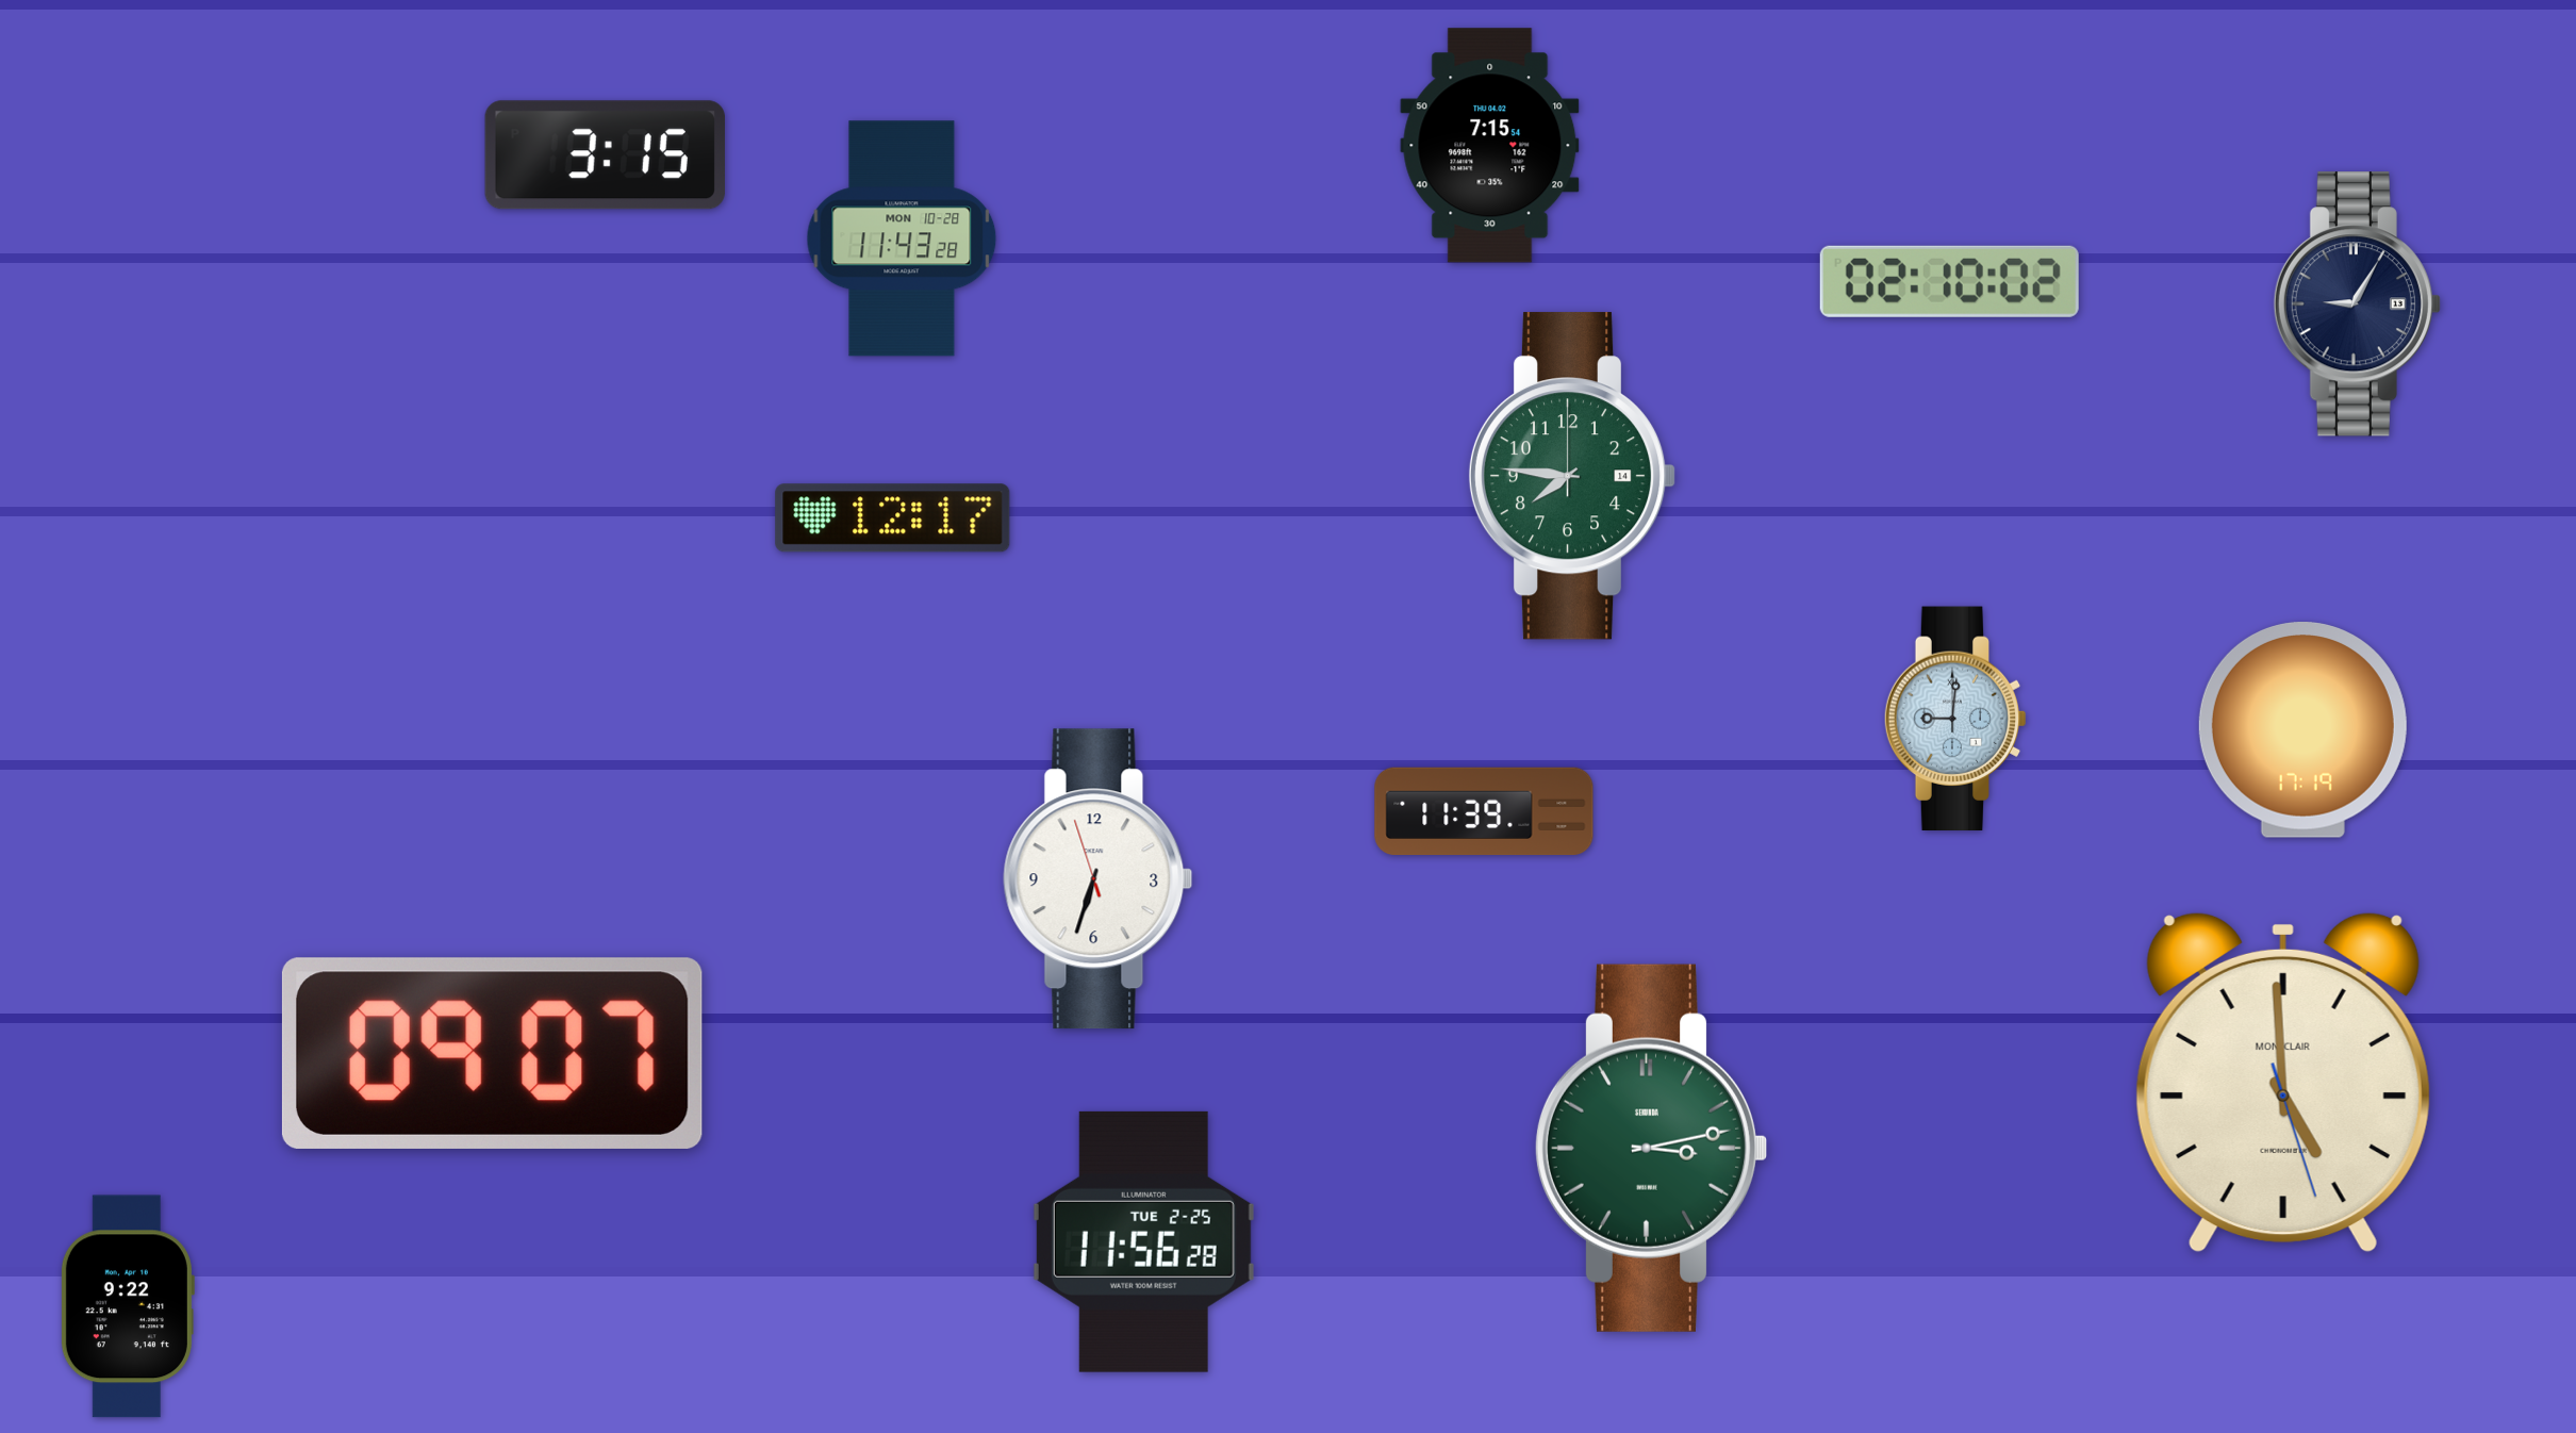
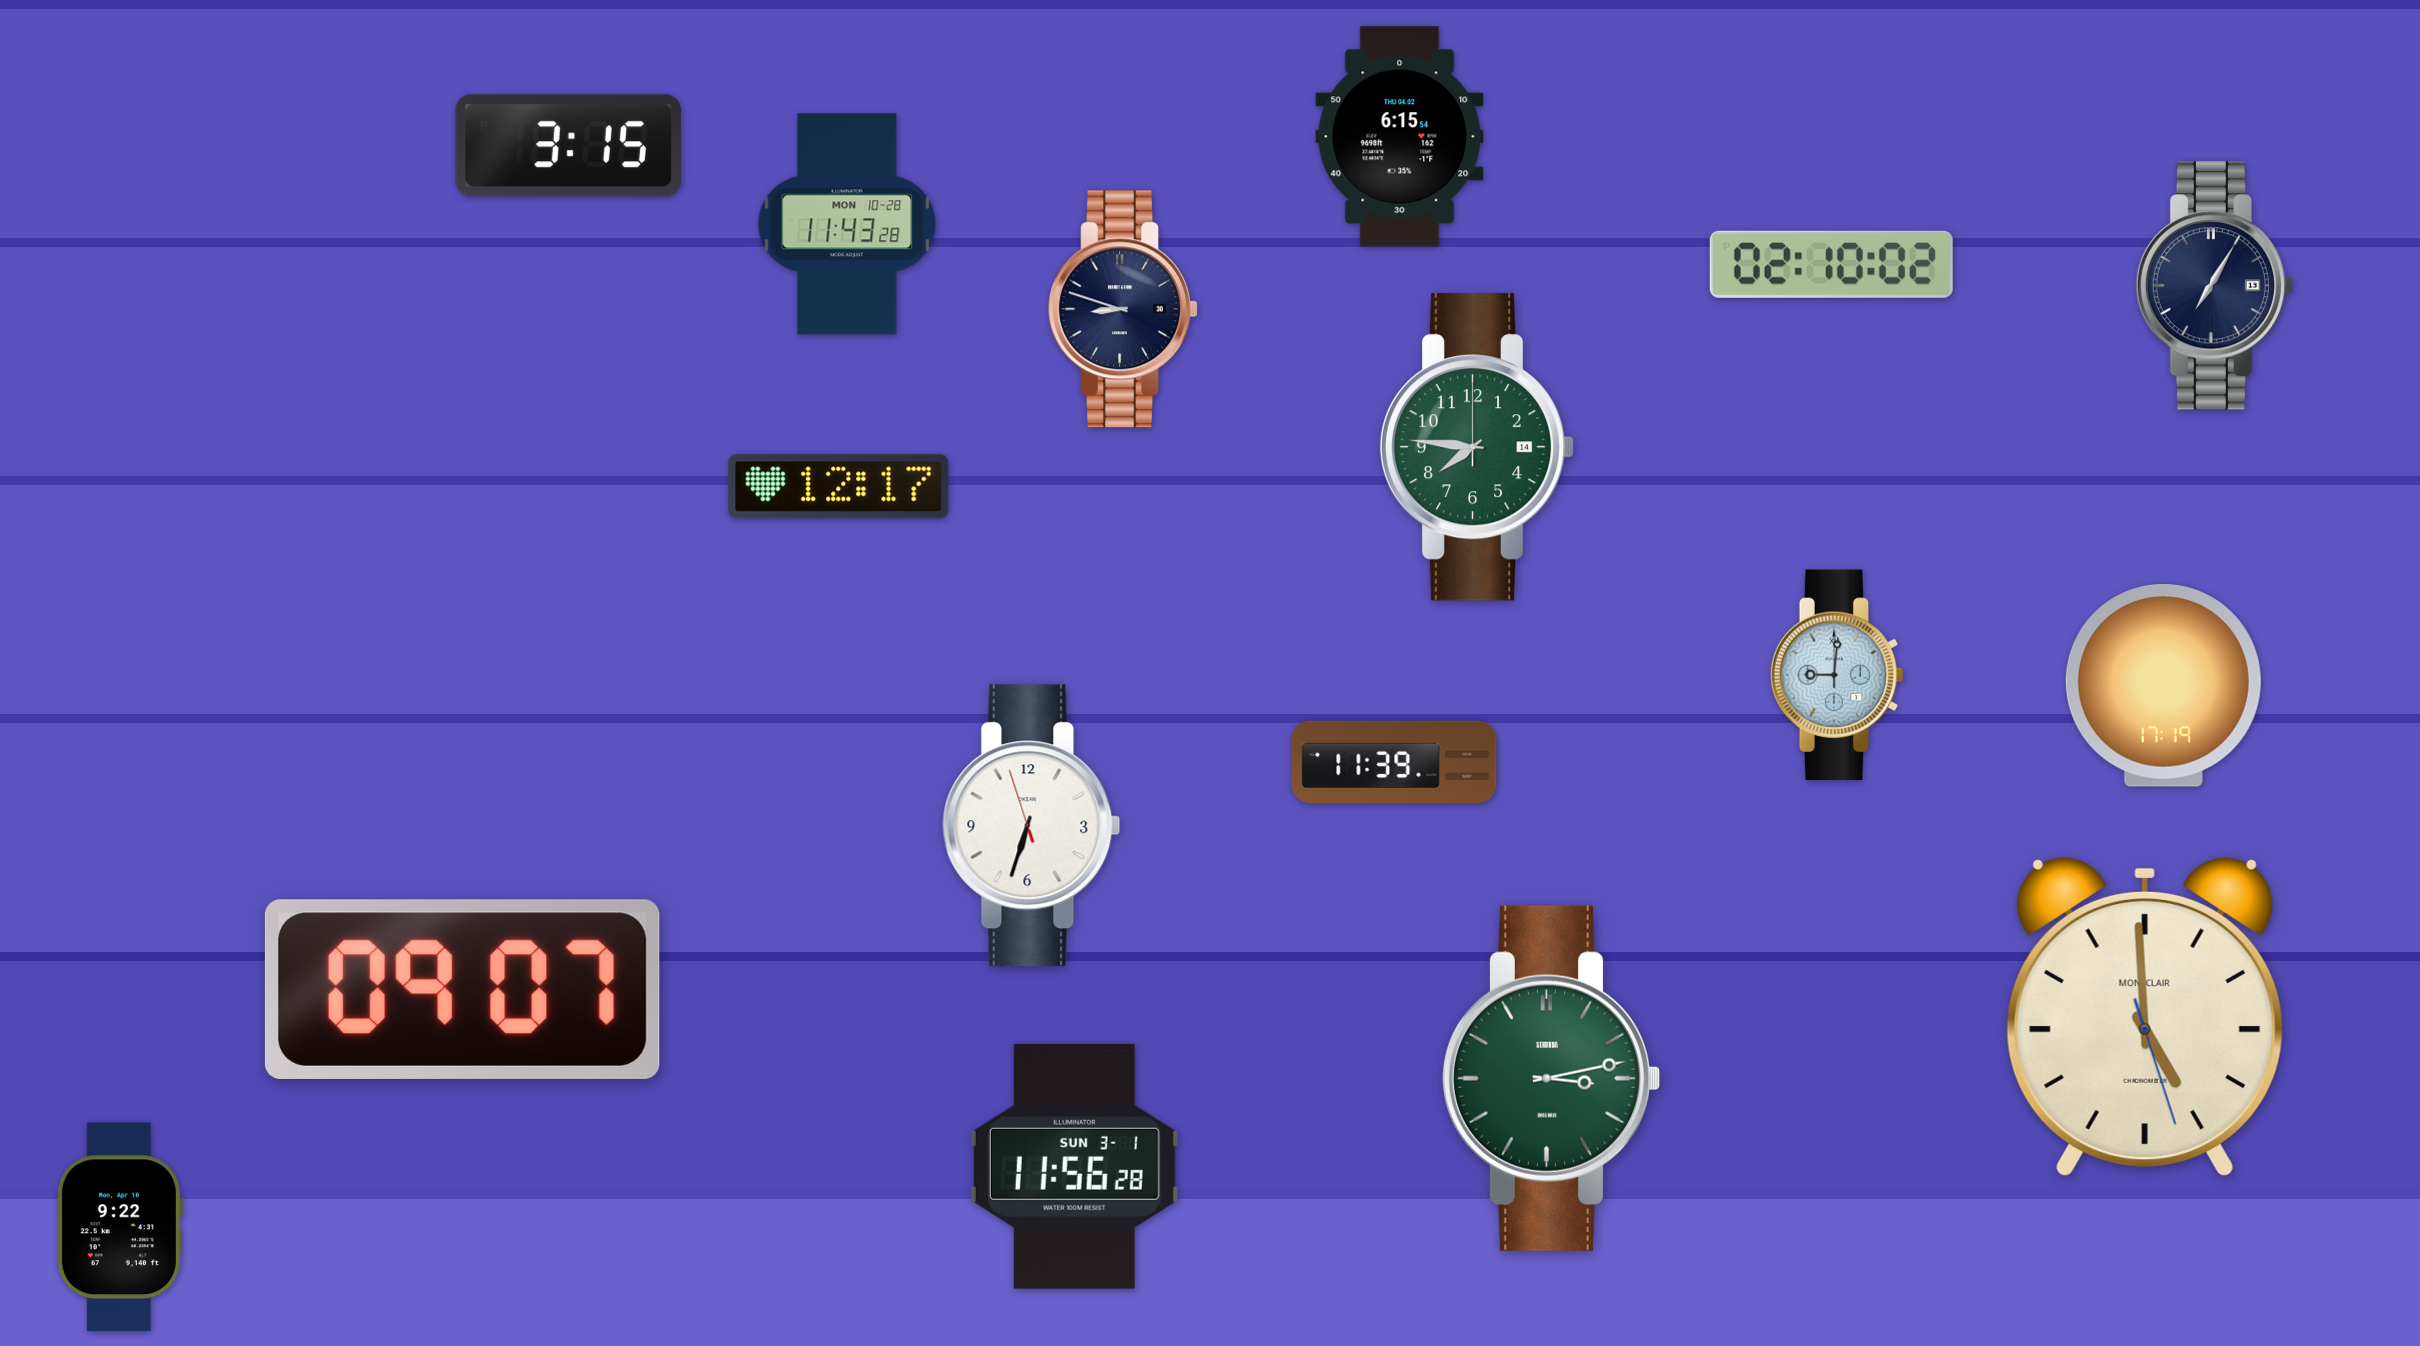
clock at (1490, 146): 7:15 -> 6:15
clock at (2357, 304): 9:05 -> 7:05
clock at (1123, 309): none -> 8:48
clock at (1143, 1241) date: TUE 2-25 -> SUN 3-1
